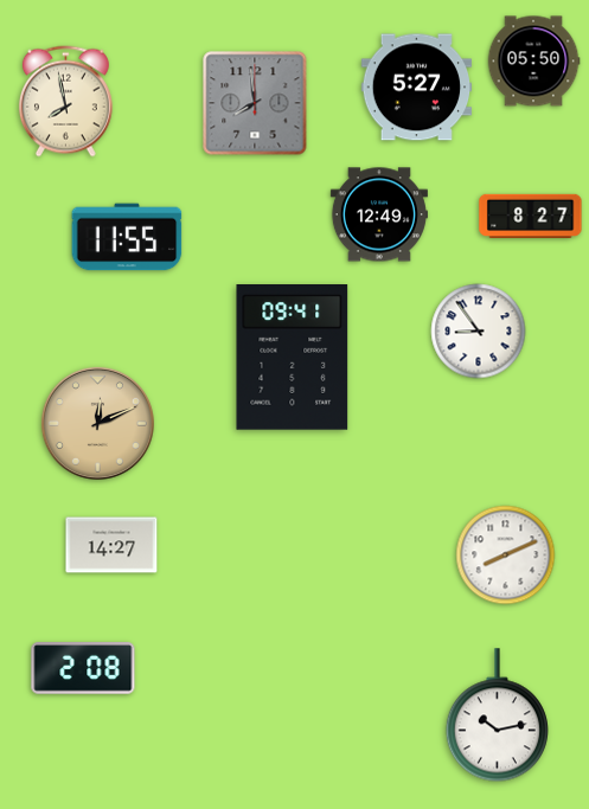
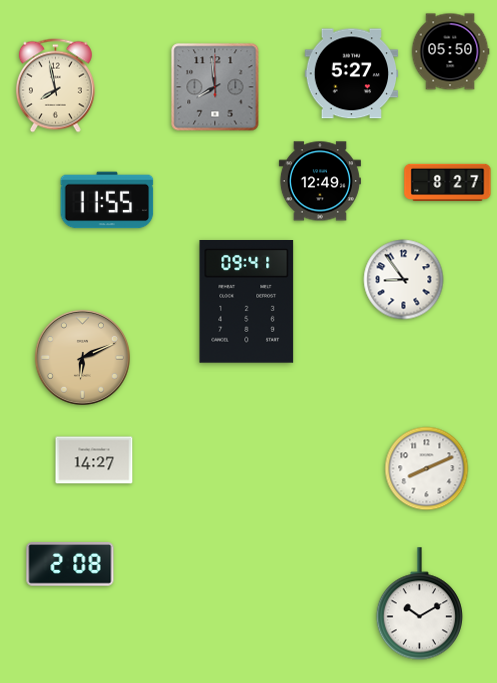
clock at (97, 423): 12:11 -> 6:11
clock at (497, 715): 10:13 -> 10:10
